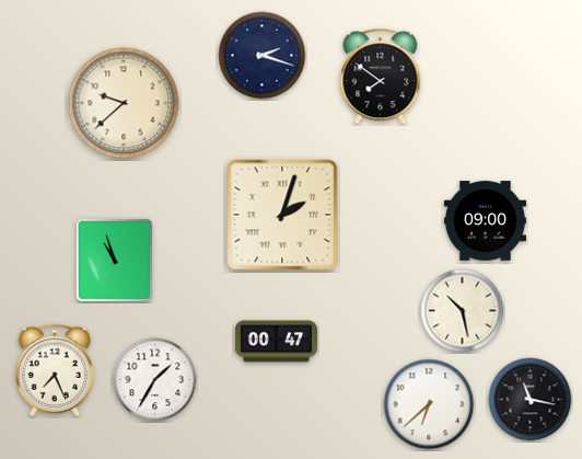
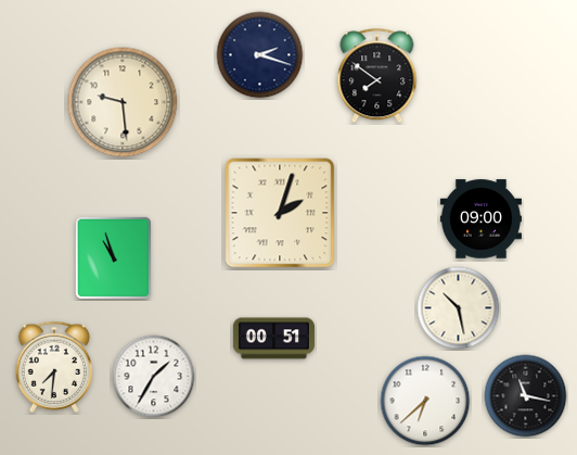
clock at (124, 103): 9:38 -> 9:29
clock at (276, 342): 00:47 -> 00:51
clock at (55, 369): 7:26 -> 7:31
